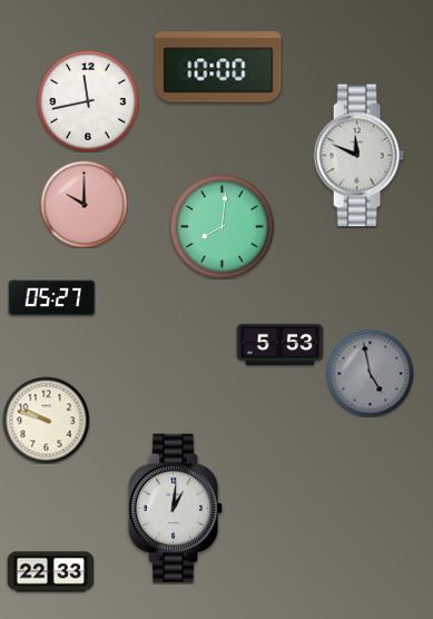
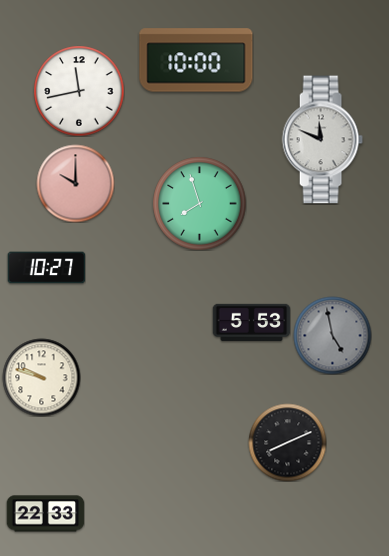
clock at (222, 226): 8:01 -> 7:57
clock at (51, 298): 05:27 -> 10:27
clock at (279, 344) position: (279, 344) -> (251, 322)
clock at (287, 442): none -> 8:11
clock at (176, 509): 1:01 -> none
